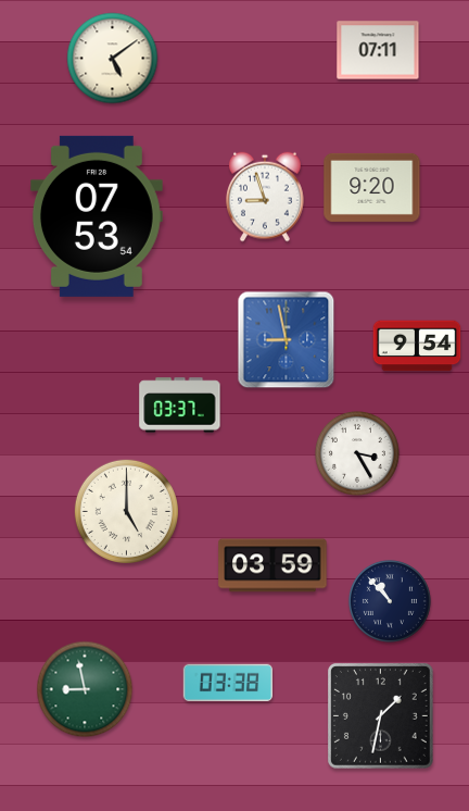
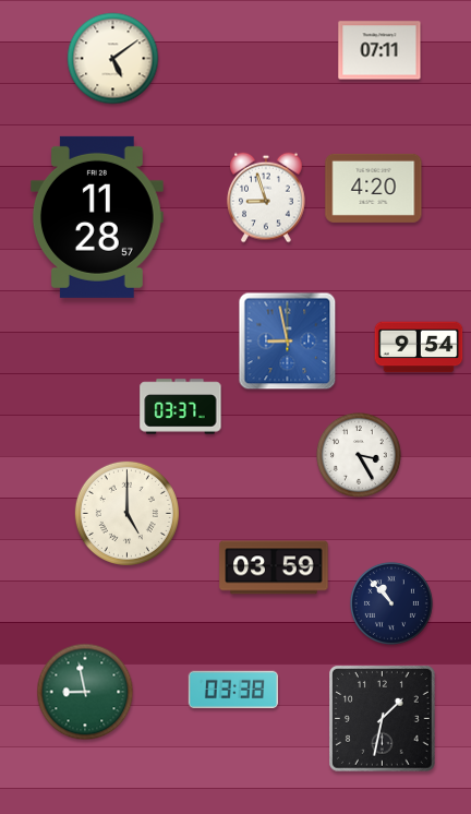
clock at (372, 187): 9:20 -> 4:20
clock at (97, 216): 07:53 -> 11:28
clock at (227, 682) position: (227, 682) -> (232, 689)
